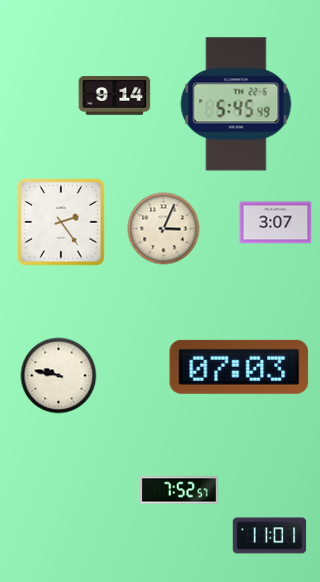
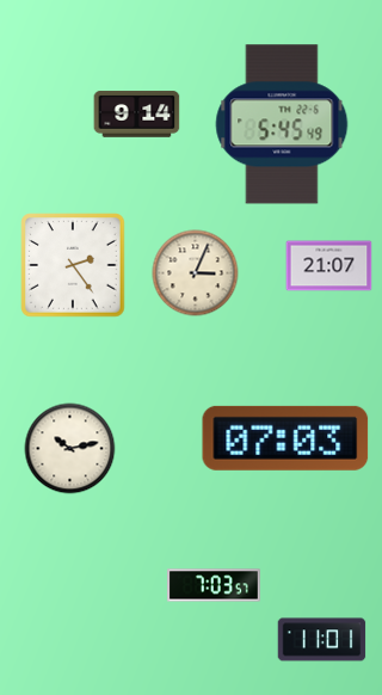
clock at (276, 223): 3:07 -> 21:07
clock at (59, 376): 9:47 -> 10:13
clock at (179, 490): 7:52 -> 7:03
